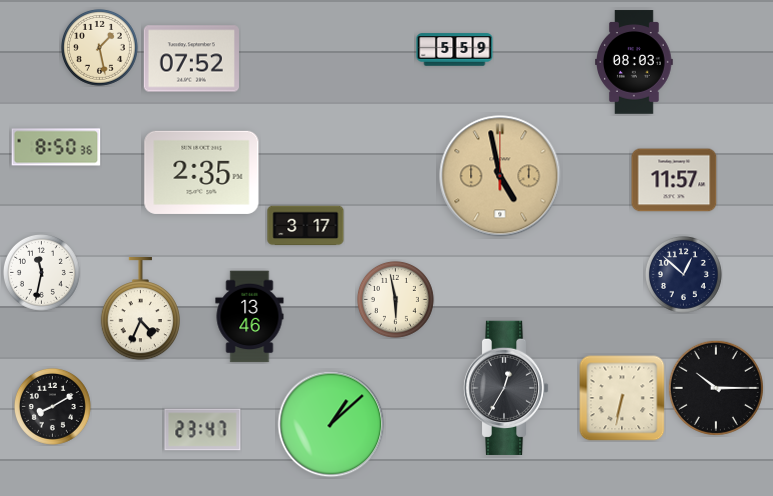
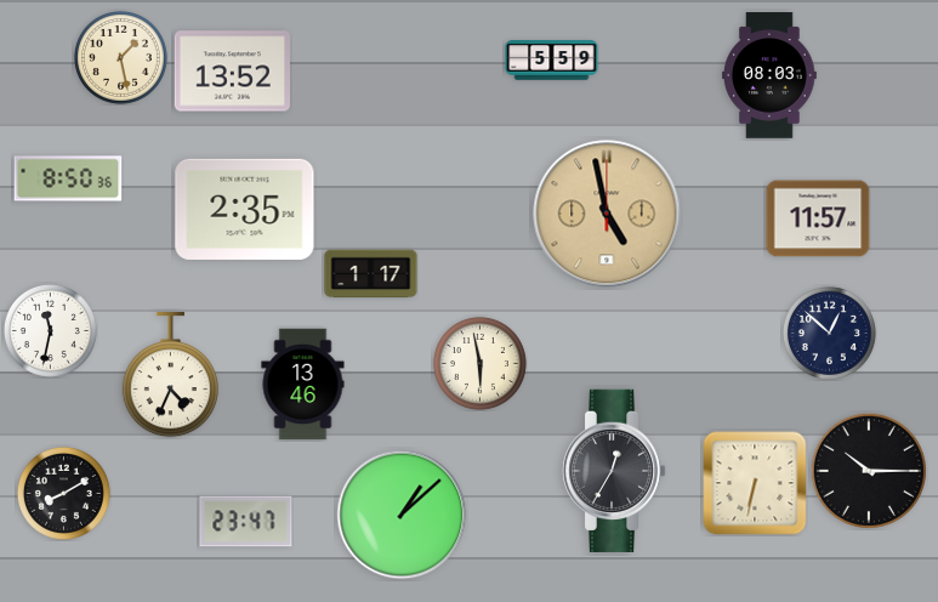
clock at (191, 59): 07:52 -> 13:52
clock at (306, 226): 3:17 -> 1:17
